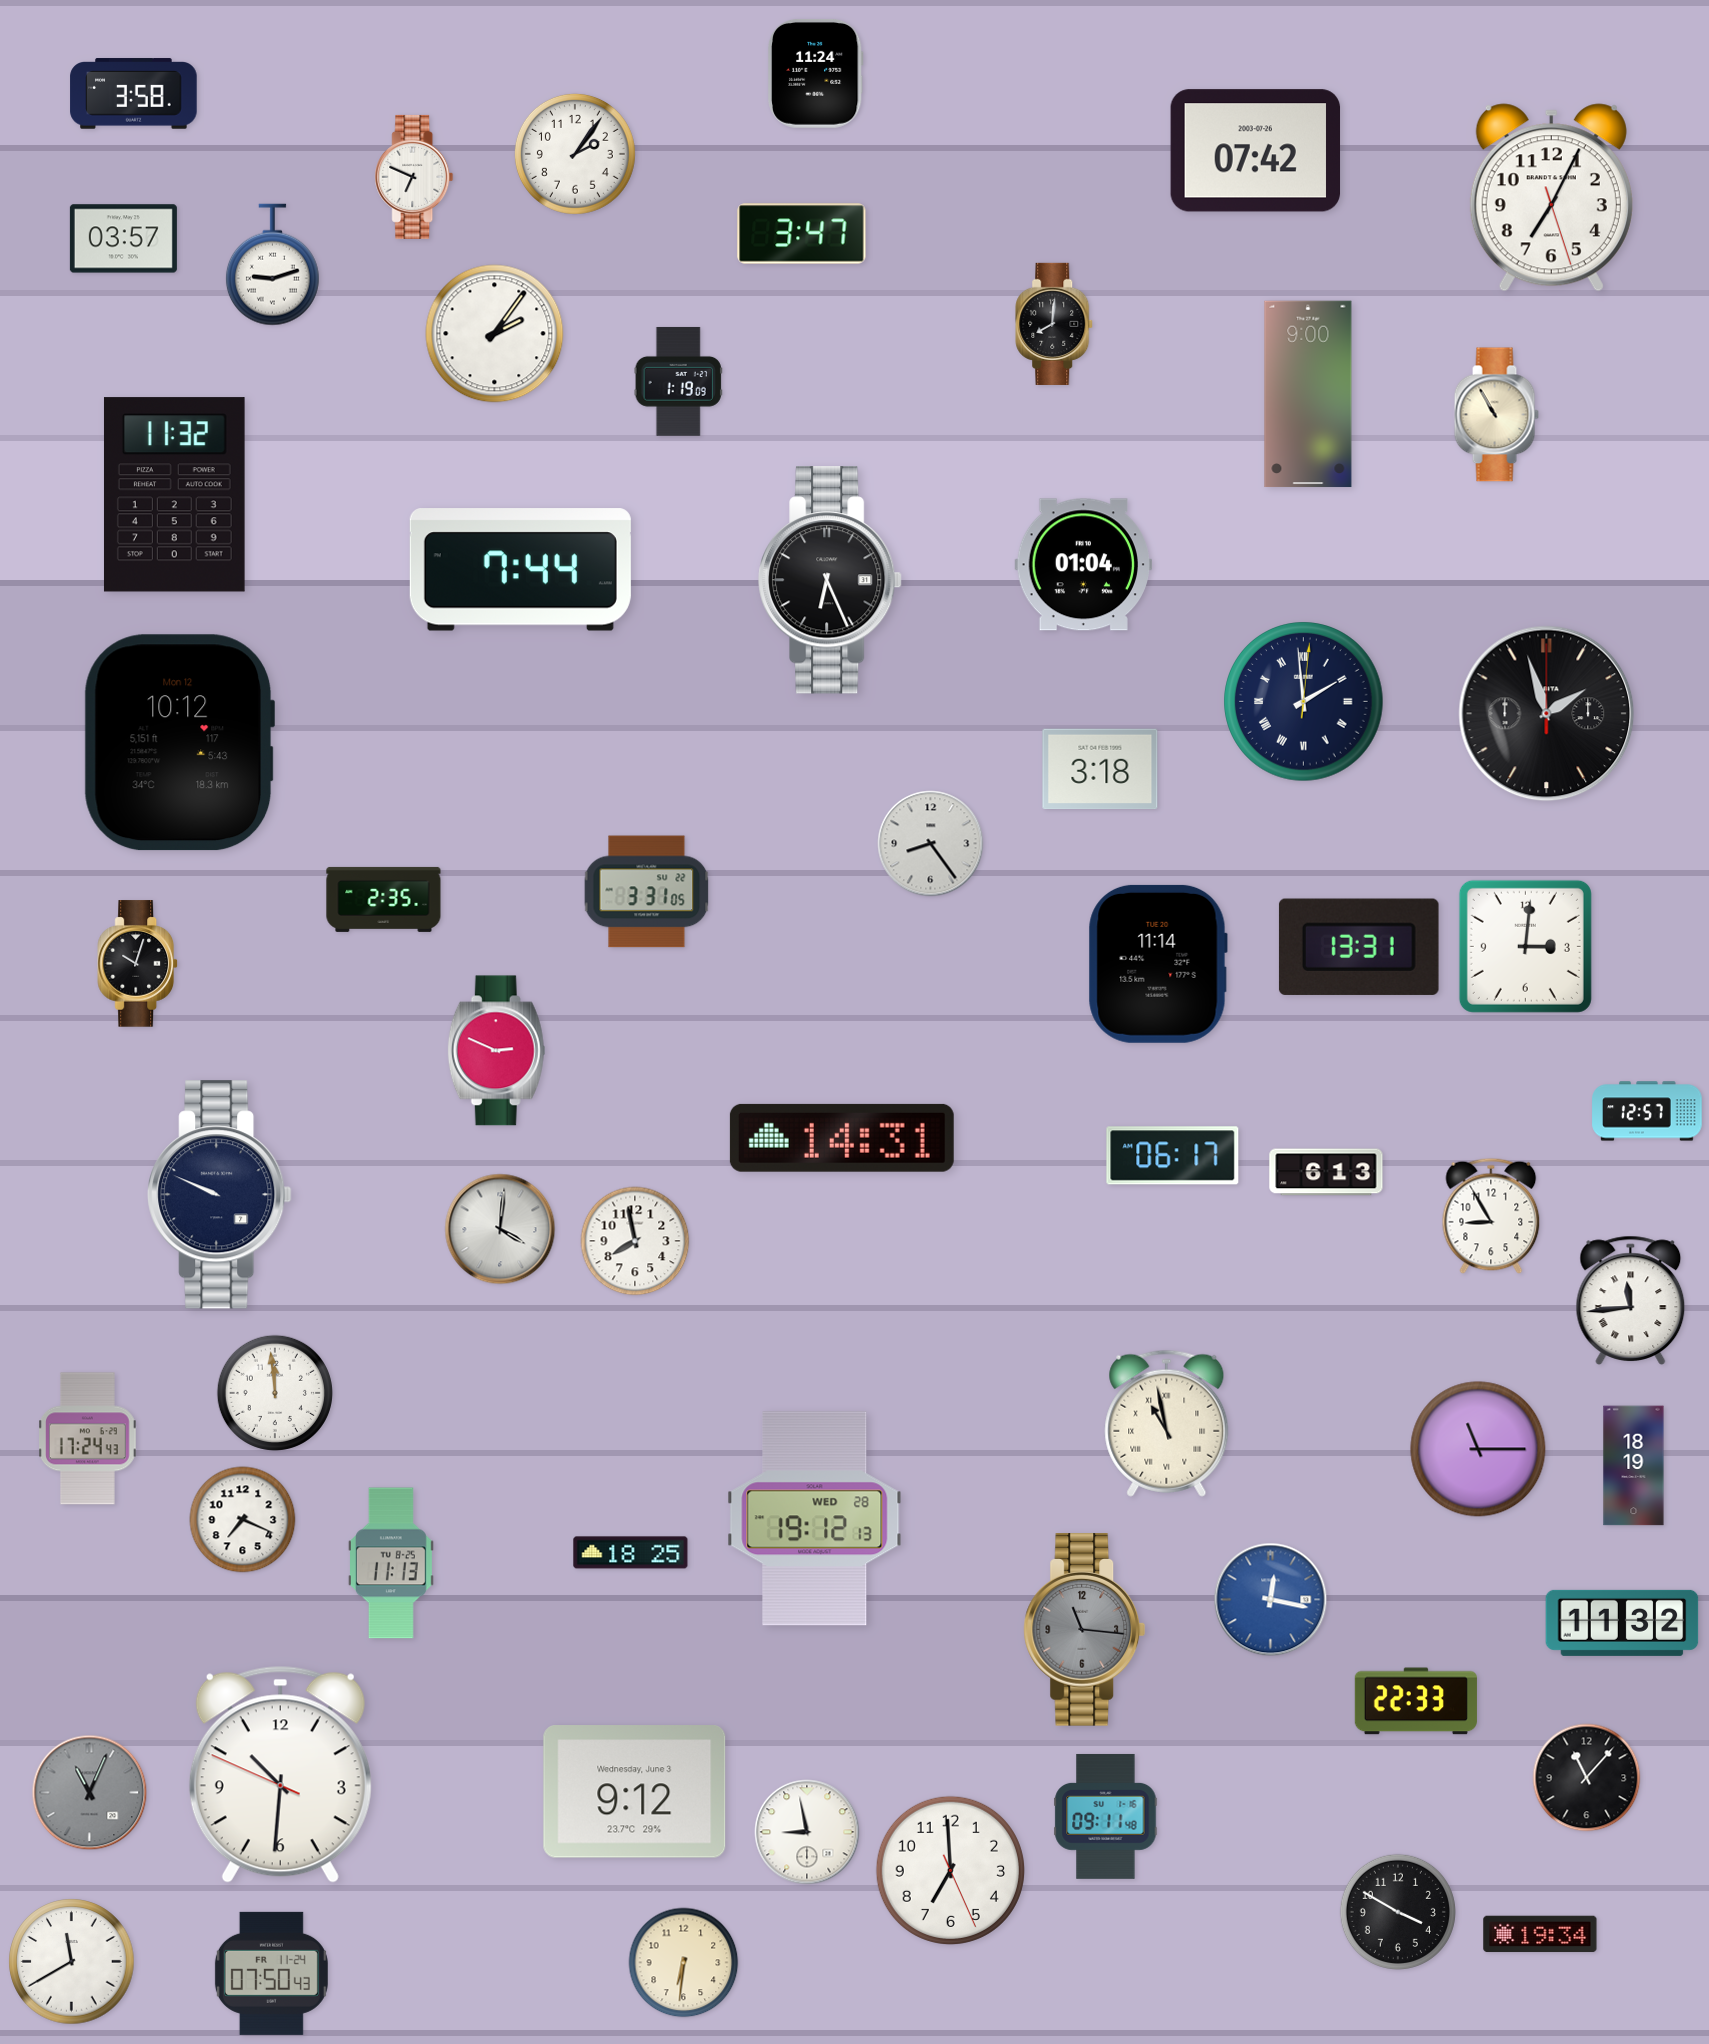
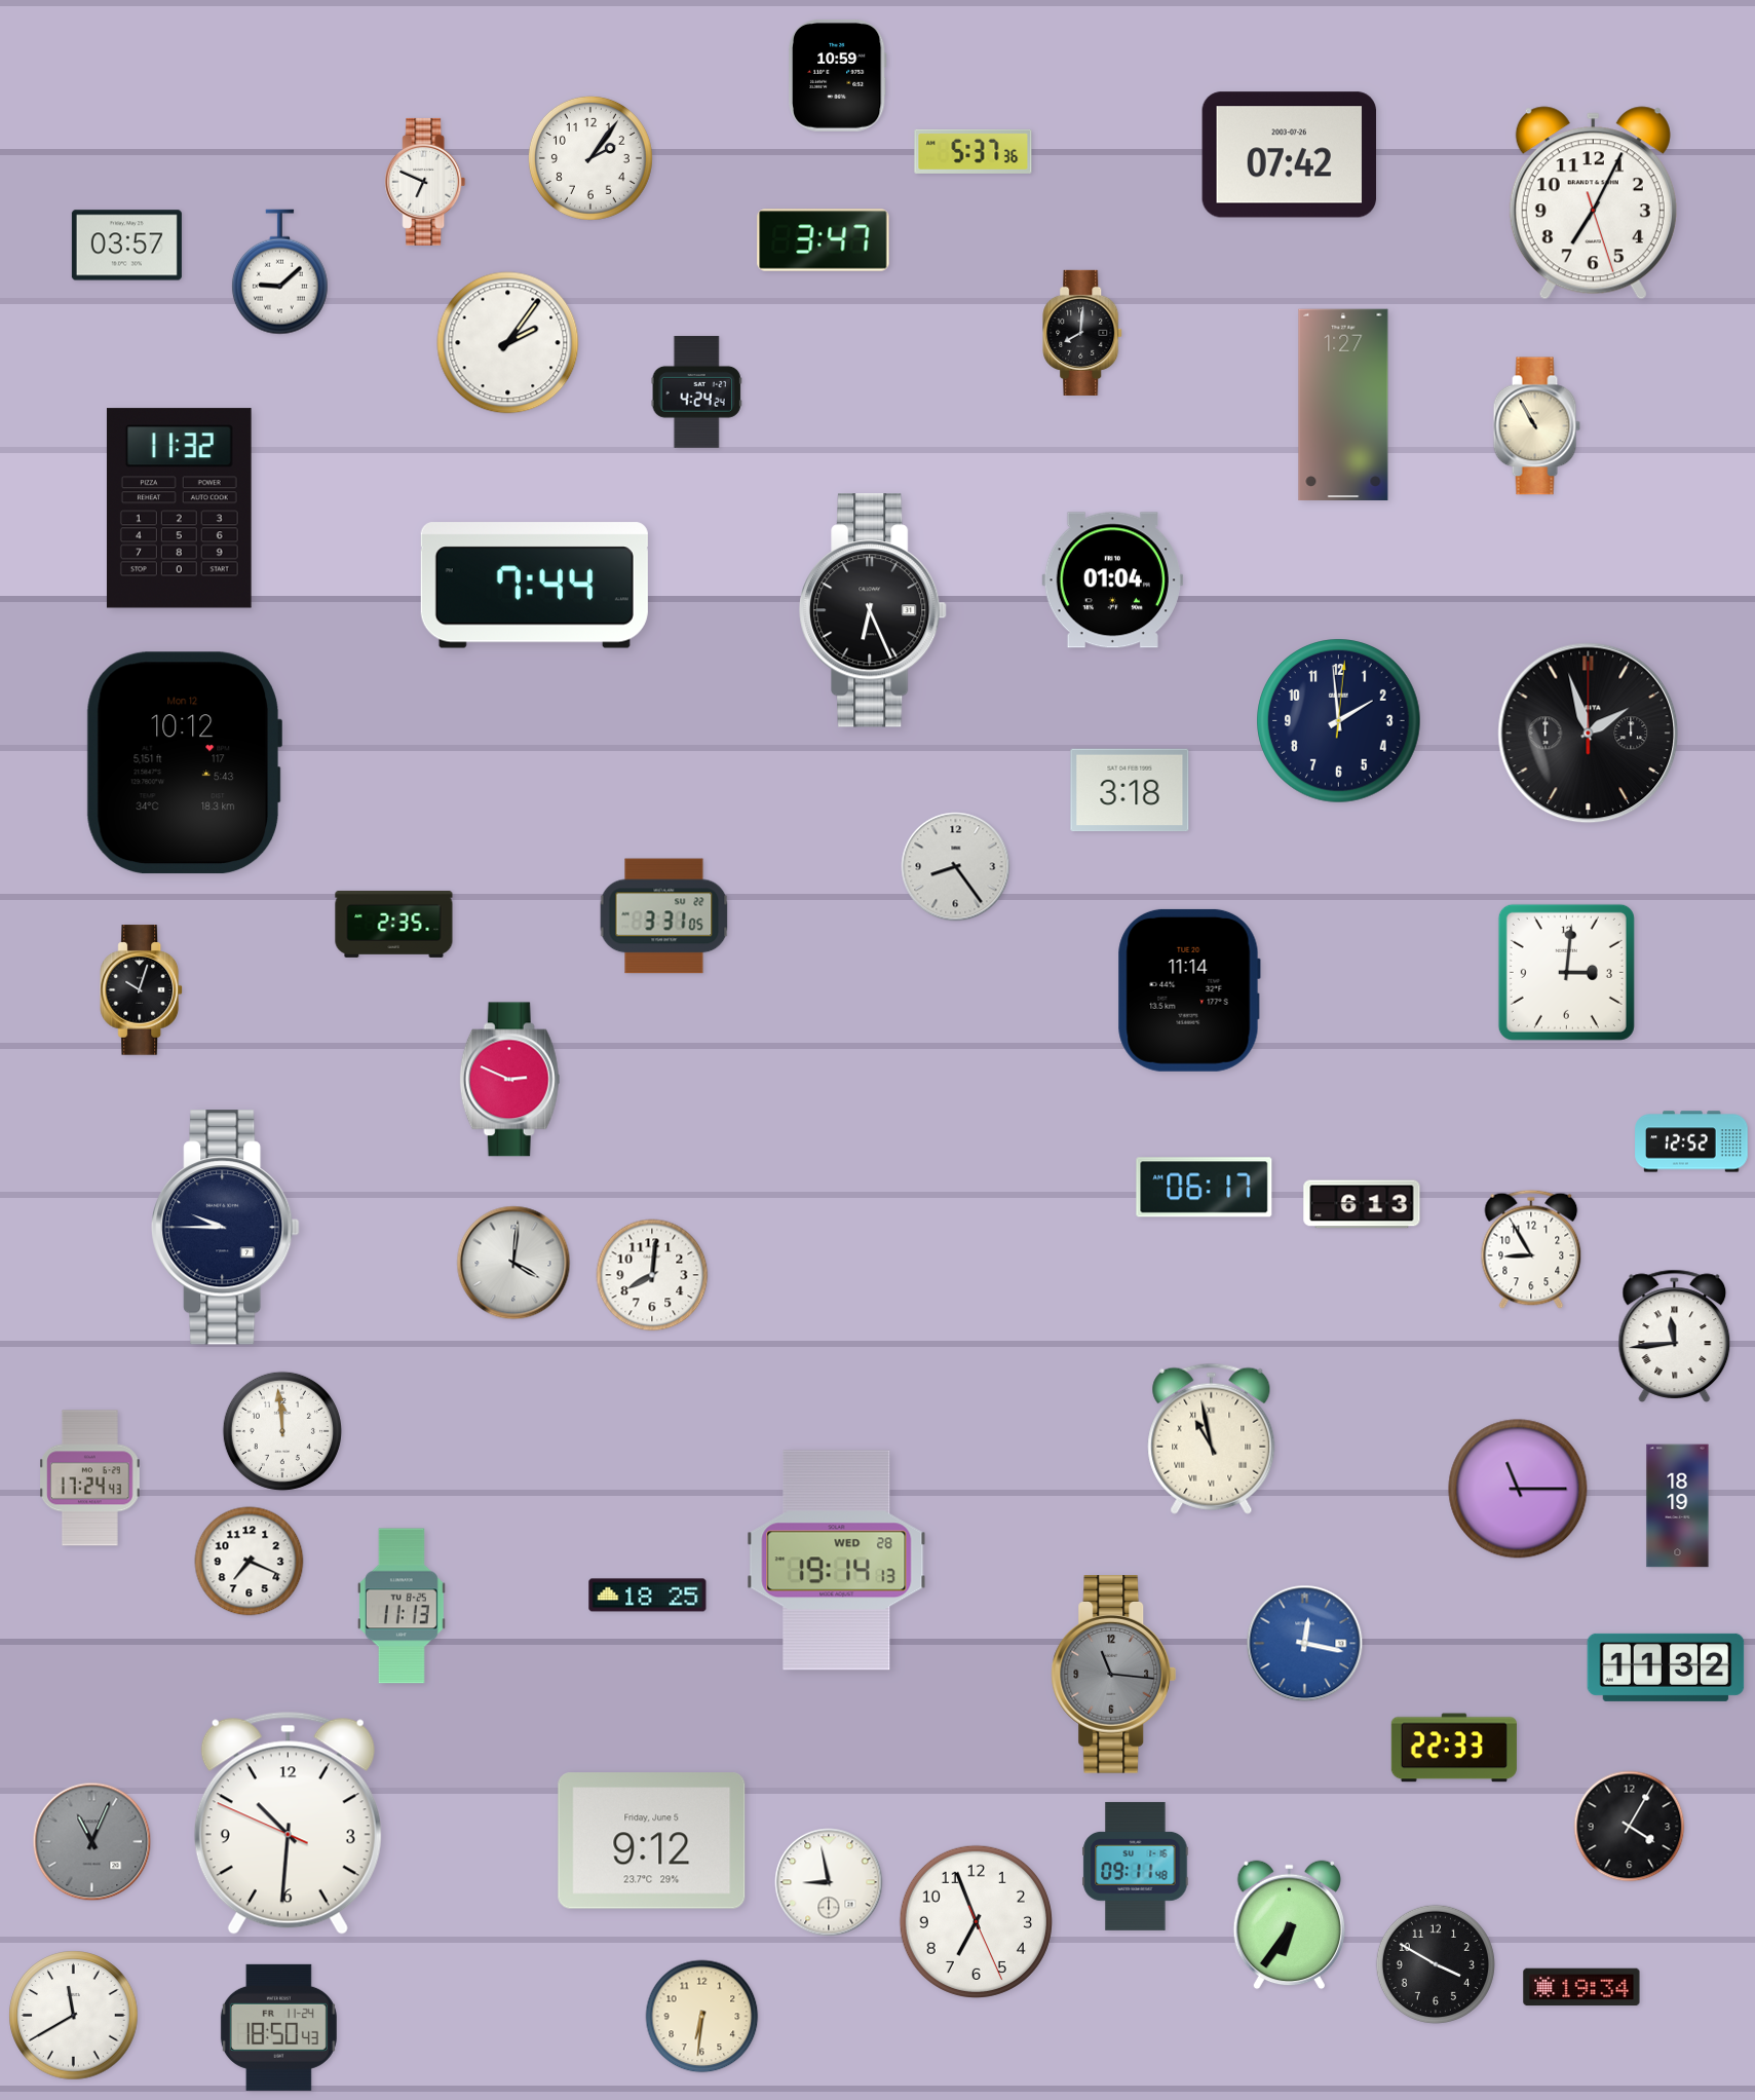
clock at (815, 73): 11:24 -> 10:59
clock at (134, 94): 3:58 -> none
clock at (974, 151): none -> 5:37
clock at (272, 265): 9:12 -> 9:08
clock at (678, 382): 1:19 -> 4:24
clock at (1308, 394): 9:00 -> 1:27
clock at (830, 580) position: (830, 580) -> (873, 610)
clock at (1304, 702) numerals: Roman -> Arabic
clock at (1359, 947): 13:31 -> none
clock at (1647, 1111): 12:57 -> 12:52
clock at (842, 1138): 14:31 -> none
clock at (220, 1195): 9:49 -> 9:45
clock at (635, 1241): 7:58 -> 8:01
clock at (1167, 1423) position: (1167, 1423) -> (1212, 1438)
clock at (815, 1519): 19:12 -> 19:14
clock at (1587, 1778): 11:07 -> 4:05
clock at (635, 1792) date: Wednesday, June 3 -> Friday, June 5
clock at (950, 1870): 6:59 -> 6:56
clock at (1289, 1925): none -> 6:36
clock at (271, 1973): 07:50 -> 18:50
